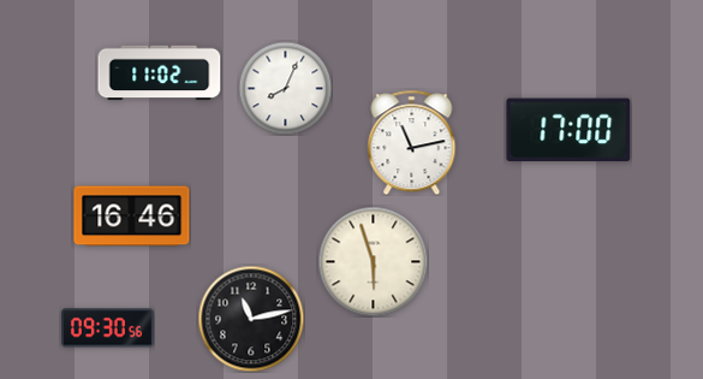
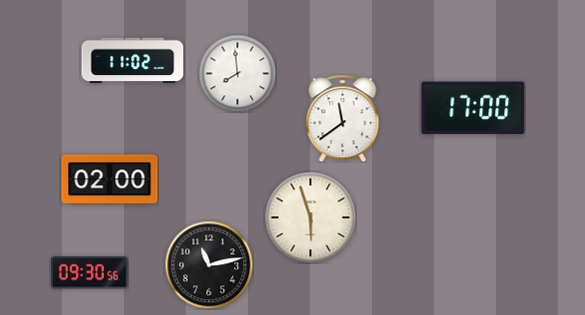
clock at (285, 88): 8:04 -> 7:59
clock at (412, 142): 11:13 -> 11:39
clock at (132, 217): 16:46 -> 02:00
